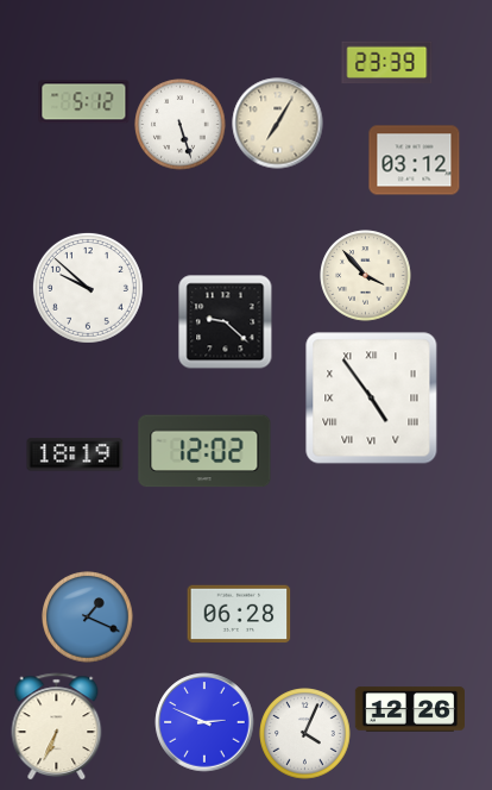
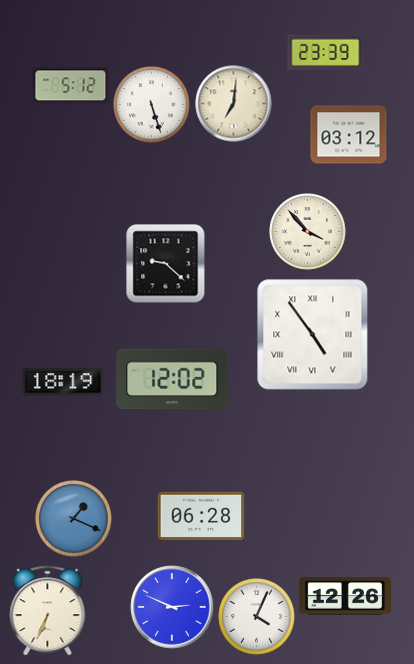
clock at (278, 124): 7:05 -> 7:01
clock at (88, 288): 9:52 -> none
clock at (226, 322) position: (226, 322) -> (166, 264)
